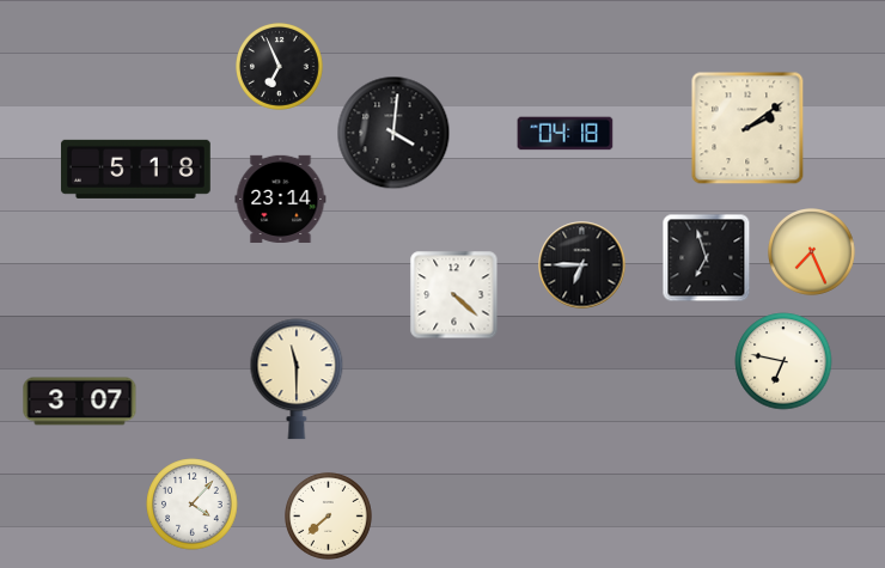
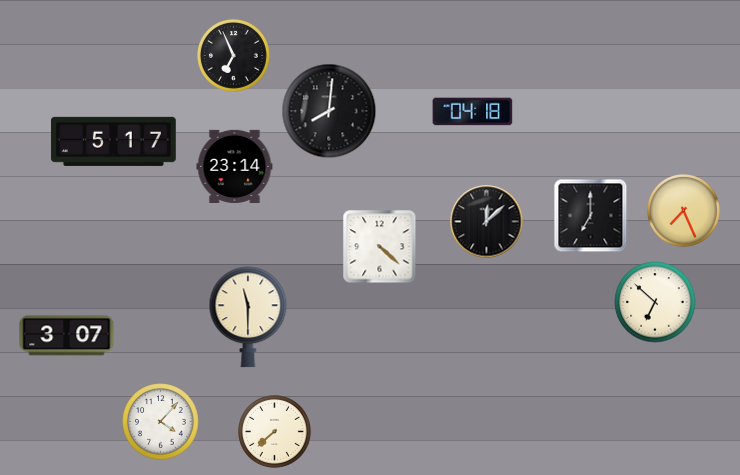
clock at (747, 128): 2:09 -> none
clock at (393, 133): 4:01 -> 8:01
clock at (135, 169): 5:18 -> 5:17
clock at (812, 252) position: (812, 252) -> (684, 211)
clock at (707, 258): 6:57 -> 7:00
clock at (582, 265): 6:45 -> 12:08
clock at (783, 361): 6:47 -> 6:52
